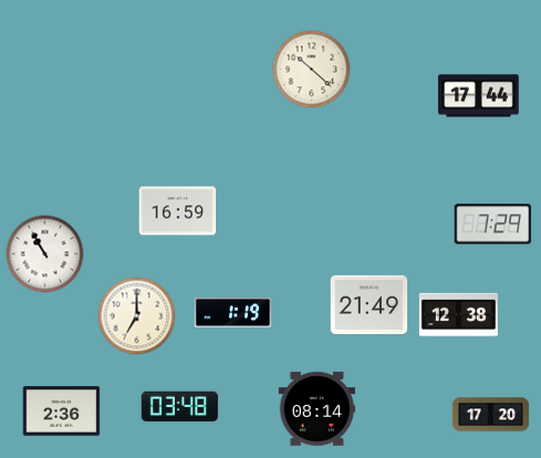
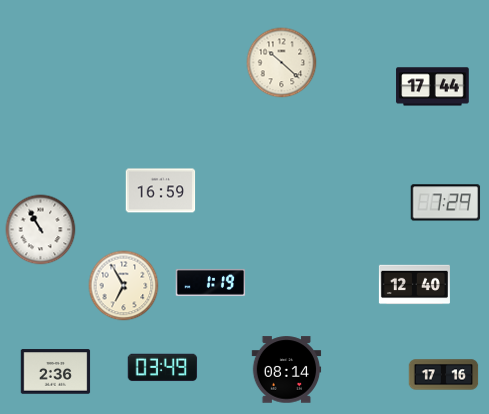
clock at (370, 304): 21:49 -> none
clock at (458, 315): 12:38 -> 12:40
clock at (137, 316): 7:00 -> 6:55
clock at (180, 407): 03:48 -> 03:49
clock at (491, 415): 17:20 -> 17:16
